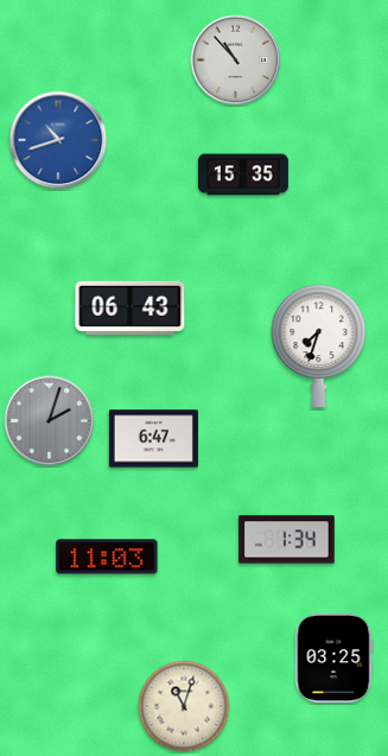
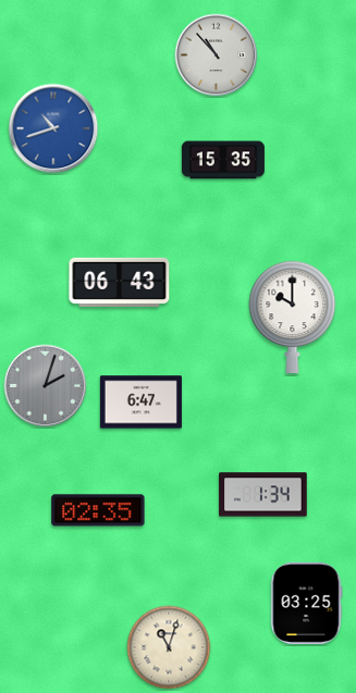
clock at (319, 345): 7:33 -> 10:00
clock at (107, 557): 11:03 -> 02:35
